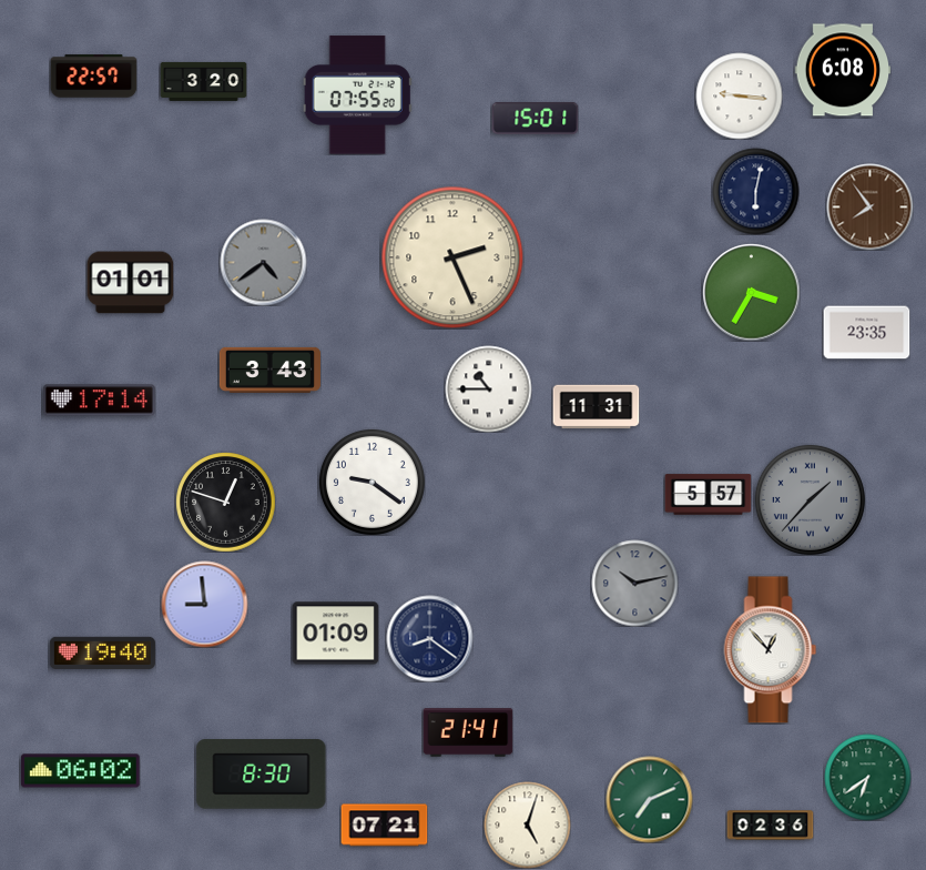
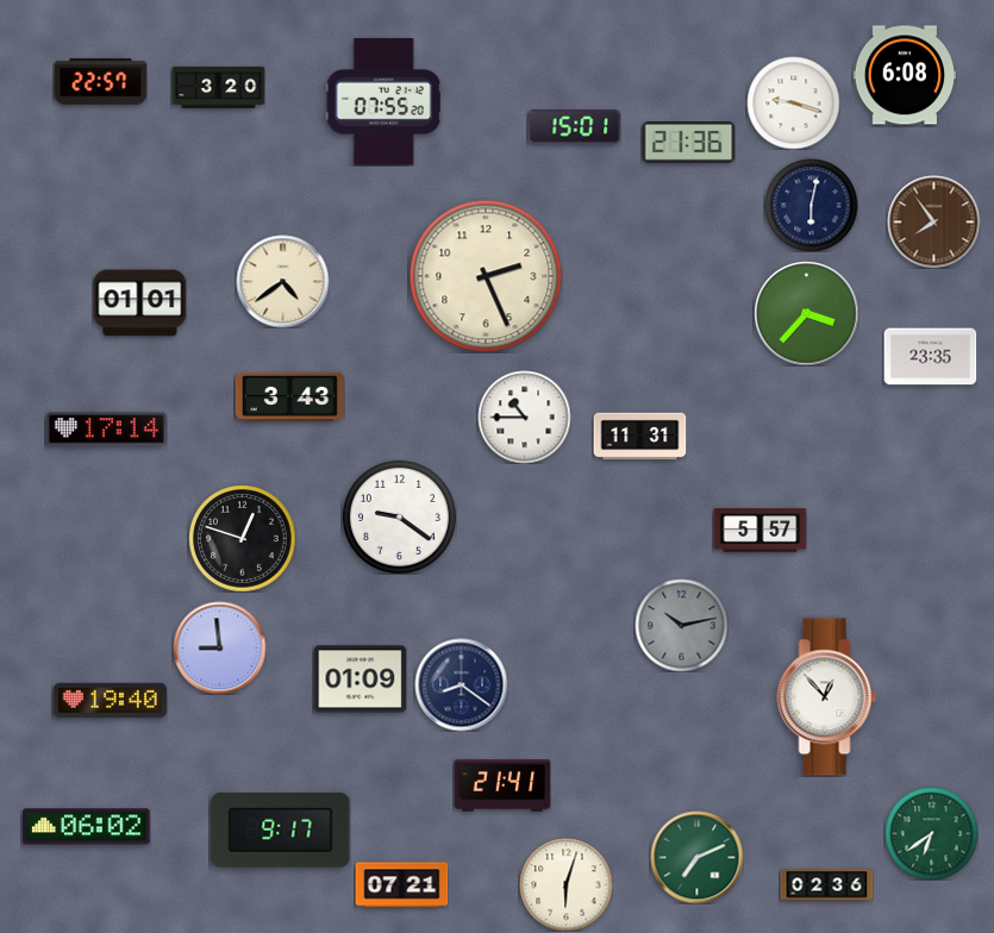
clock at (739, 95): 9:16 -> 9:18
clock at (688, 143): none -> 21:36
clock at (263, 262) dial: grey -> cream
clock at (751, 292): 3:35 -> 3:37
clock at (810, 499): 1:37 -> none
clock at (262, 775): 8:30 -> 9:17
clock at (527, 825): 5:03 -> 6:03
clock at (384, 826) position: (384, 826) -> (401, 885)
